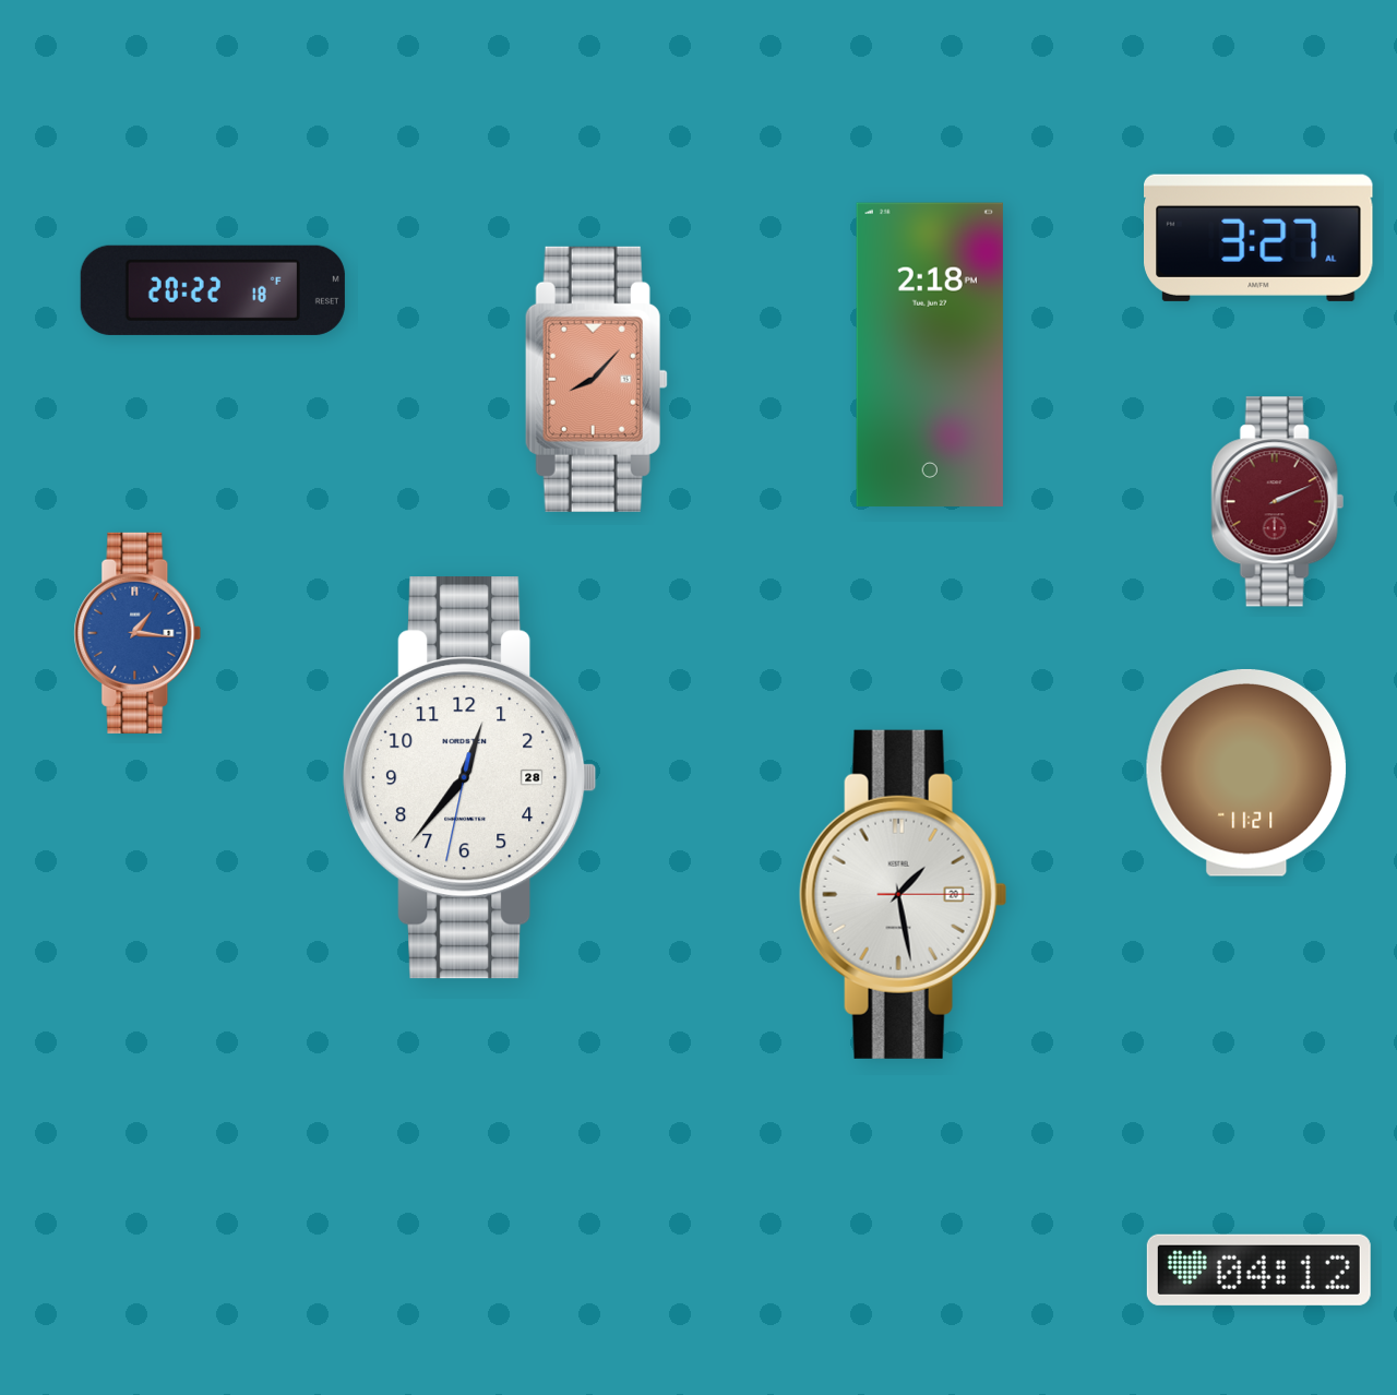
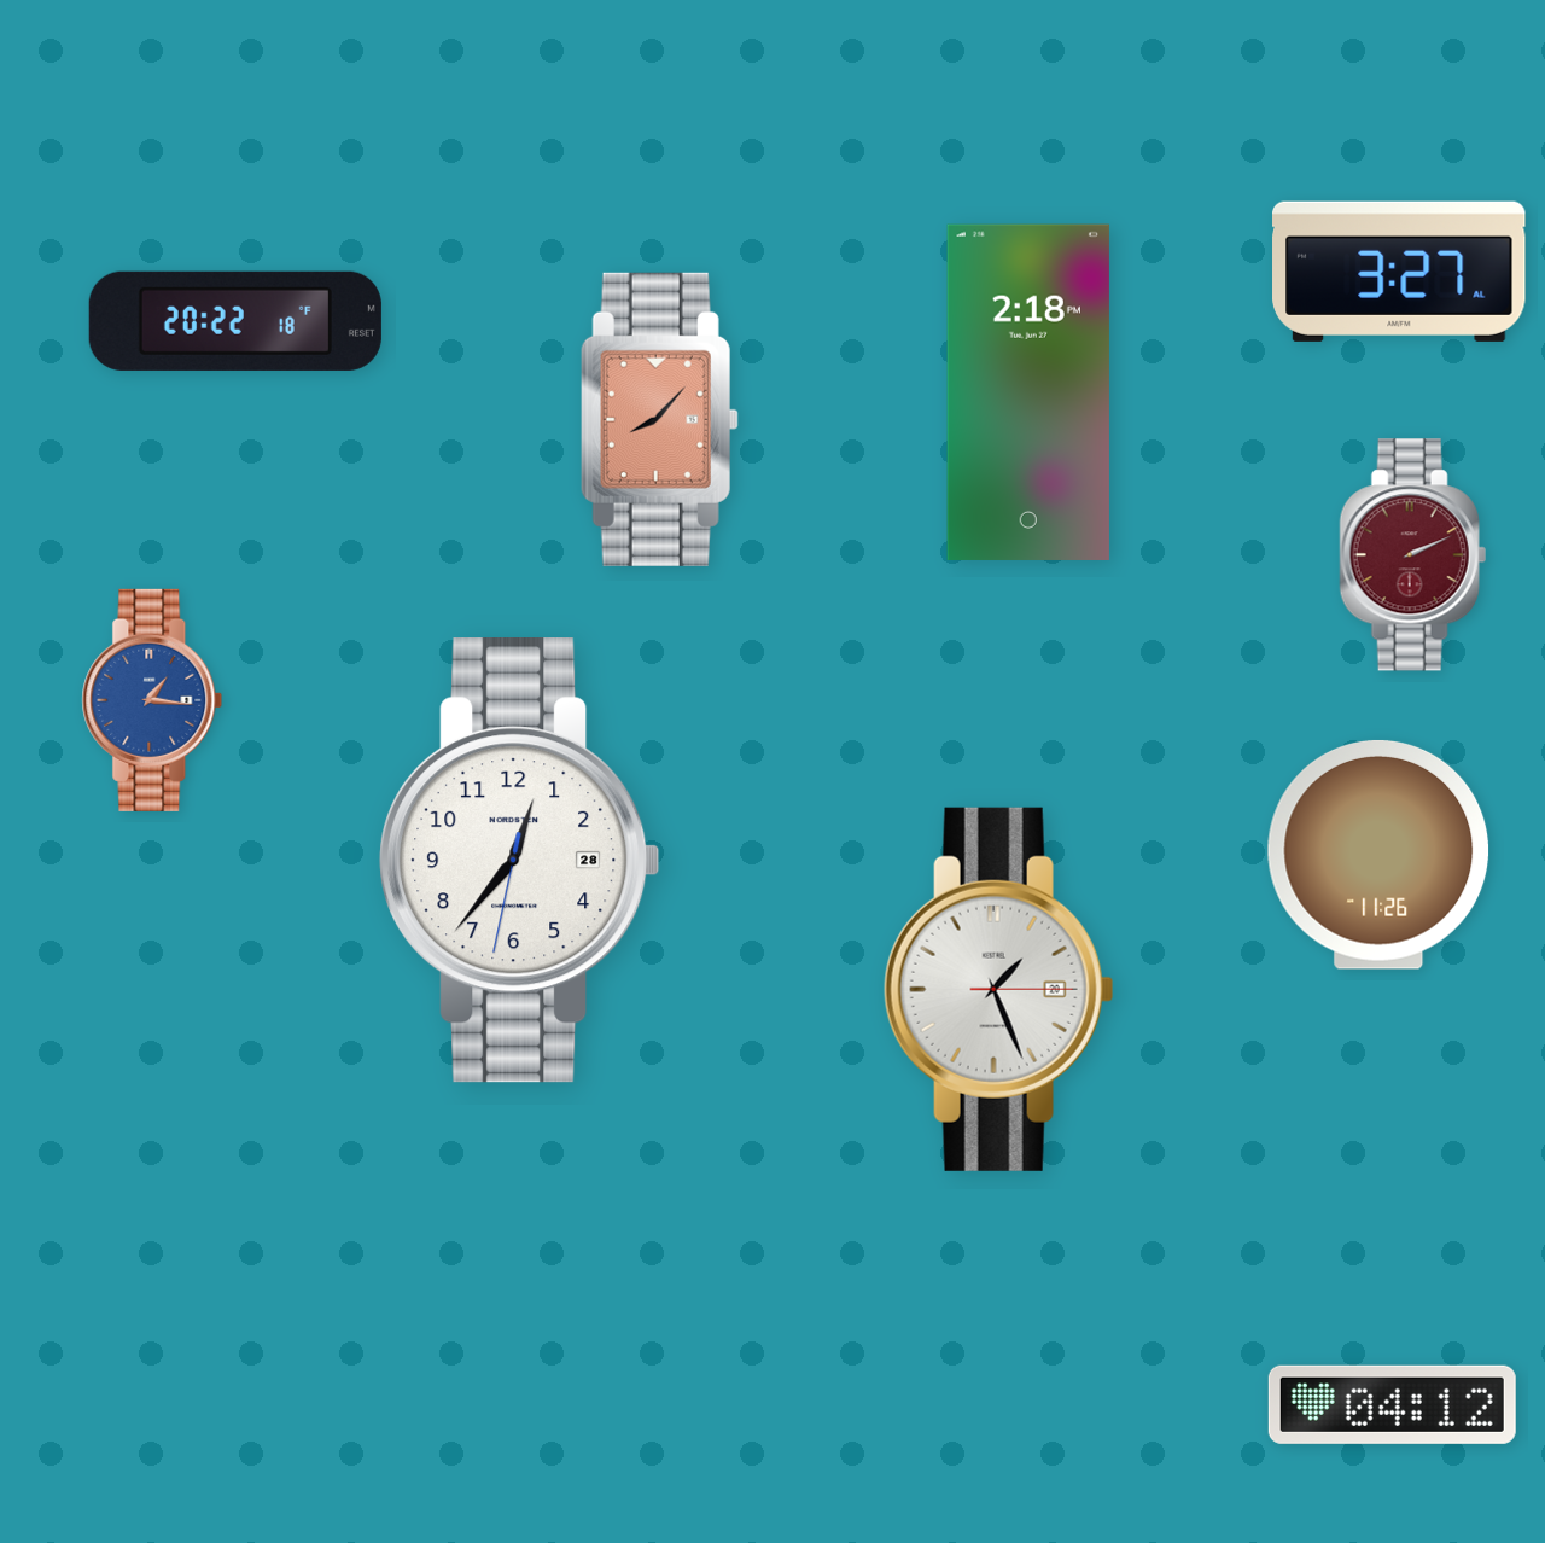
clock at (1259, 238) position: (1259, 238) -> (1400, 272)
clock at (1246, 773): 11:21 -> 11:26
clock at (903, 894): 1:28 -> 1:26
